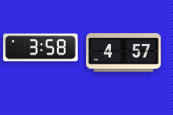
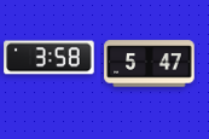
clock at (124, 53): 4:57 -> 5:47
